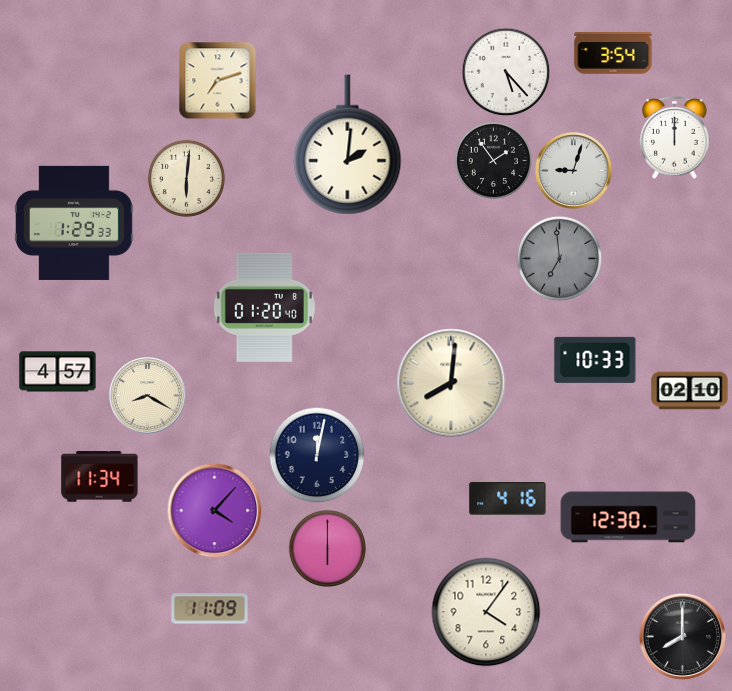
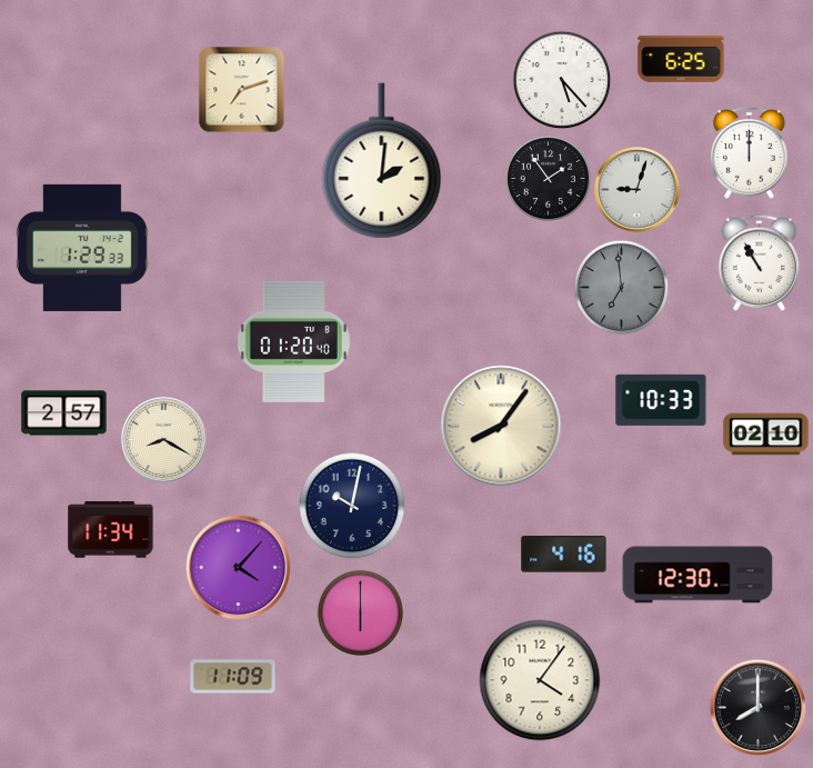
clock at (613, 54): 3:54 -> 6:25
clock at (348, 145) position: (348, 145) -> (382, 161)
clock at (186, 178): 6:01 -> none
clock at (760, 262): none -> 10:55
clock at (58, 372): 4:57 -> 2:57
clock at (451, 383): 8:01 -> 8:06
clock at (317, 455): 12:02 -> 10:02
clock at (327, 548) position: (327, 548) -> (360, 612)
